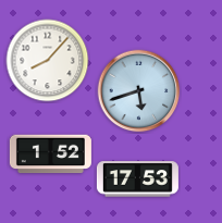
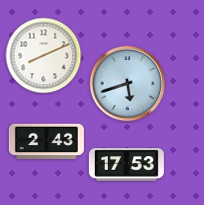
clock at (48, 61): 8:07 -> 8:11
clock at (50, 154): 1:52 -> 2:43
